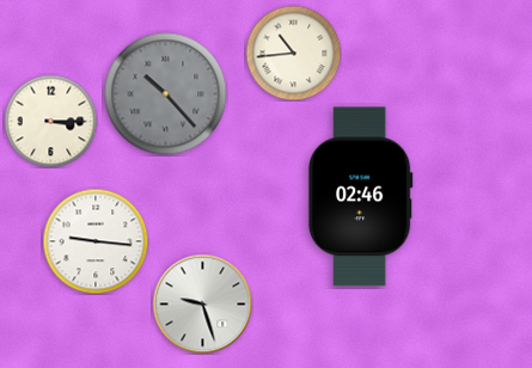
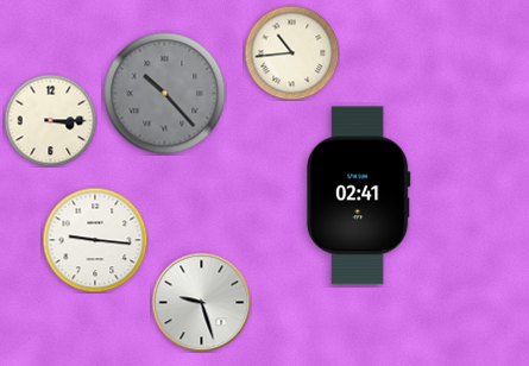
clock at (360, 197): 02:46 -> 02:41
